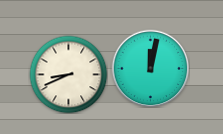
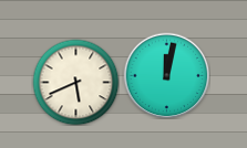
clock at (68, 74): 8:41 -> 5:41
